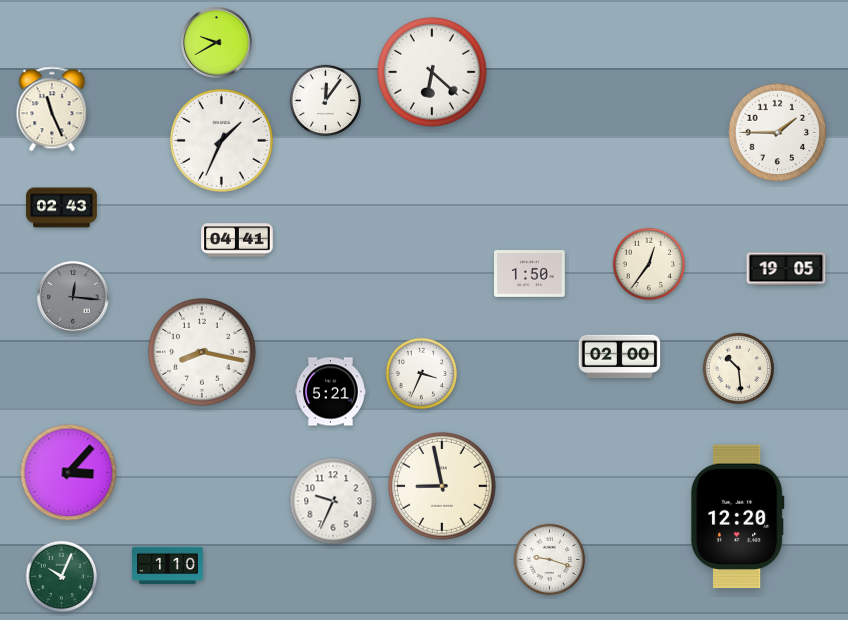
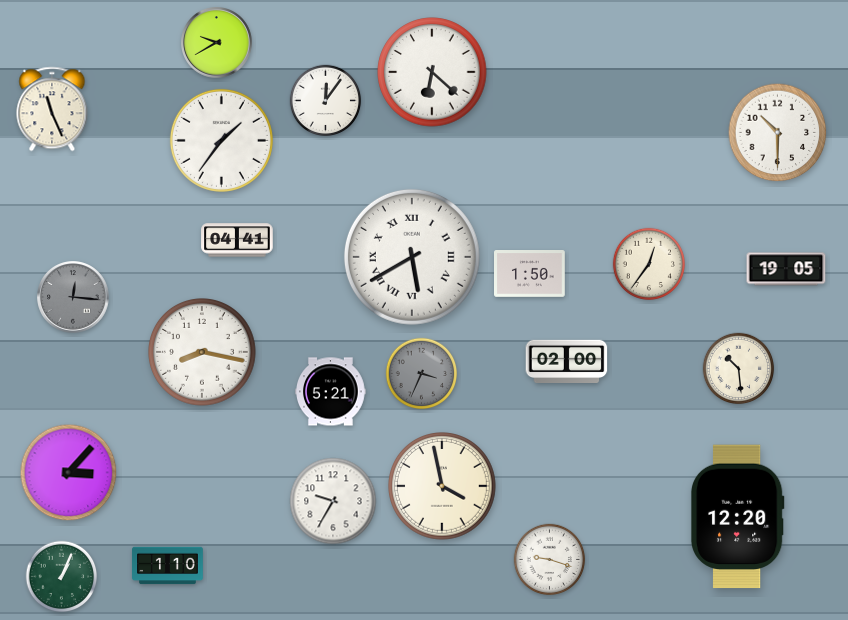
clock at (778, 133): 1:45 -> 10:30
clock at (221, 140): 1:34 -> 1:36
clock at (62, 208): 02:43 -> none
clock at (412, 257): none -> 5:40
clock at (620, 356) position: (620, 356) -> (567, 361)
clock at (422, 374) dial: white -> grey
clock at (443, 487): 8:58 -> 3:58
clock at (333, 501): 9:34 -> 9:35
clock at (62, 577): 10:04 -> 1:04
